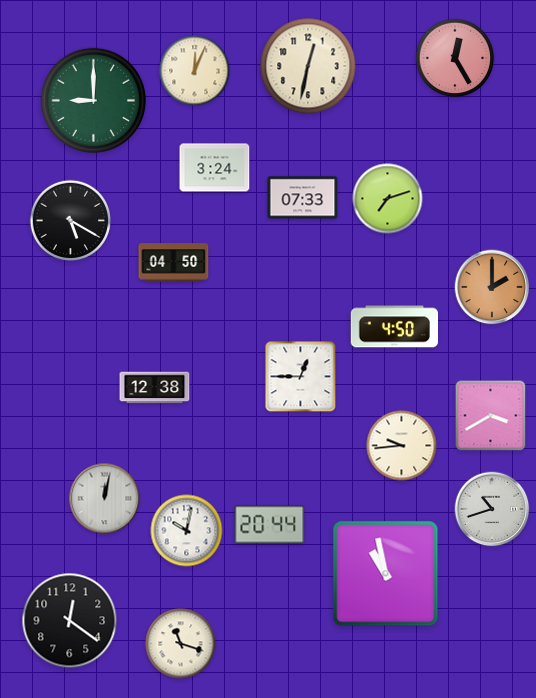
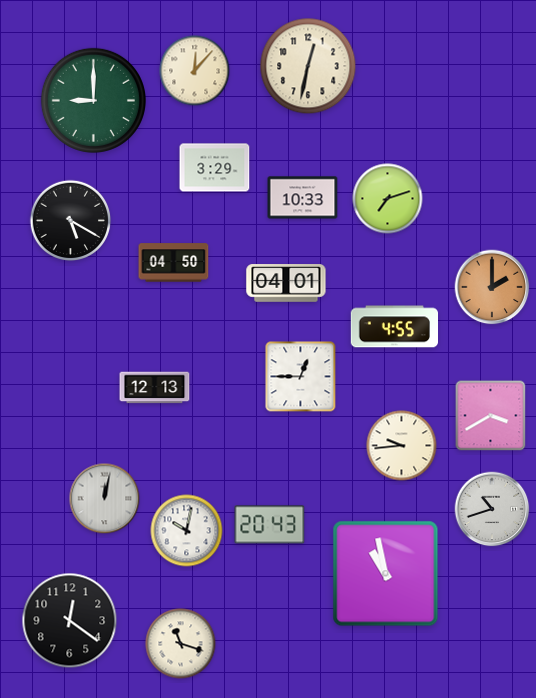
clock at (455, 58): 12:25 -> none
clock at (195, 71): 12:04 -> 12:07
clock at (215, 168): 3:24 -> 3:29
clock at (303, 198): 07:33 -> 10:33
clock at (286, 283): none -> 04:01
clock at (394, 327): 4:50 -> 4:55
clock at (155, 388): 12:38 -> 12:13
clock at (270, 525): 20:44 -> 20:43
